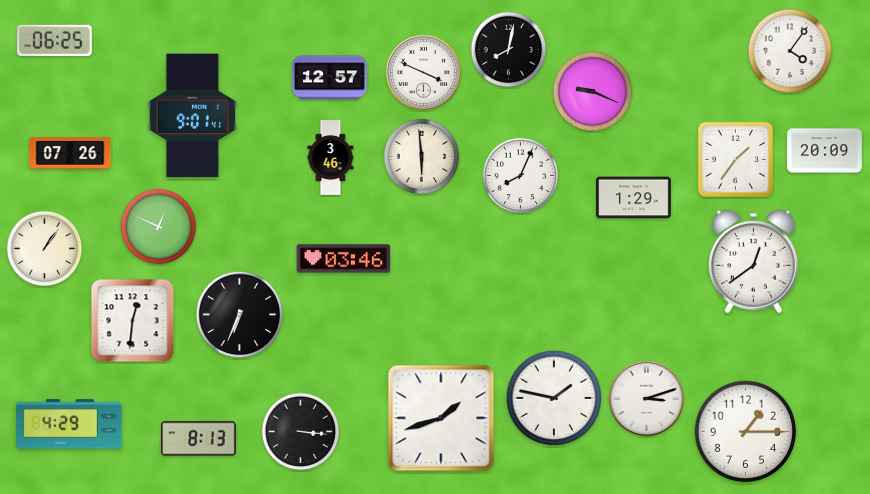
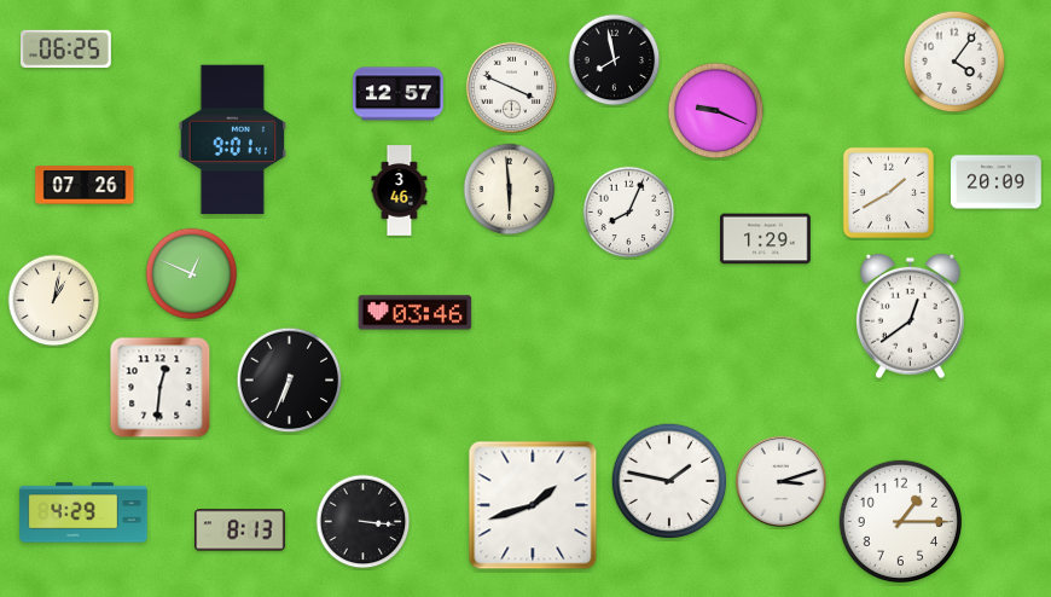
clock at (509, 50): 8:02 -> 7:58
clock at (735, 159): 1:36 -> 1:40
clock at (45, 249): 1:06 -> 1:02
